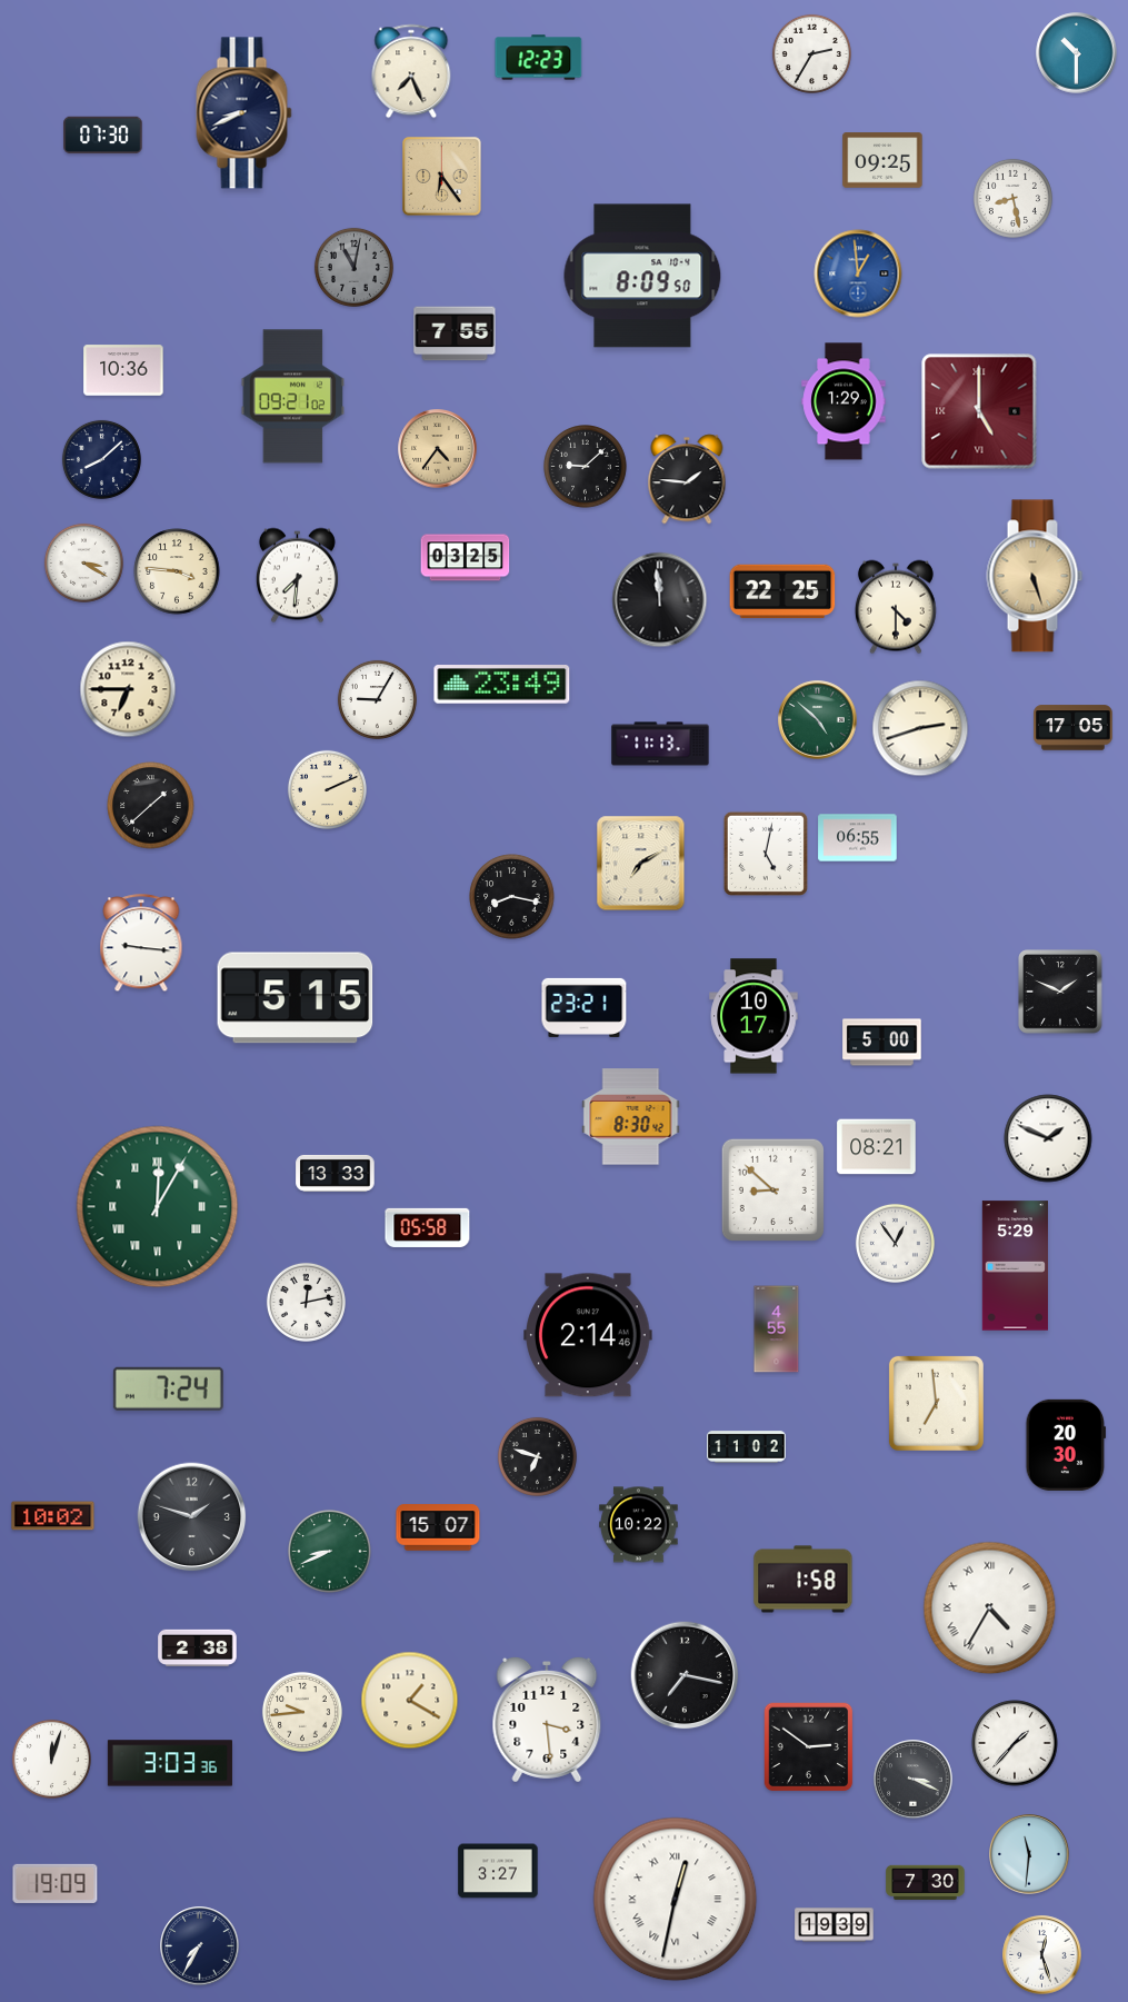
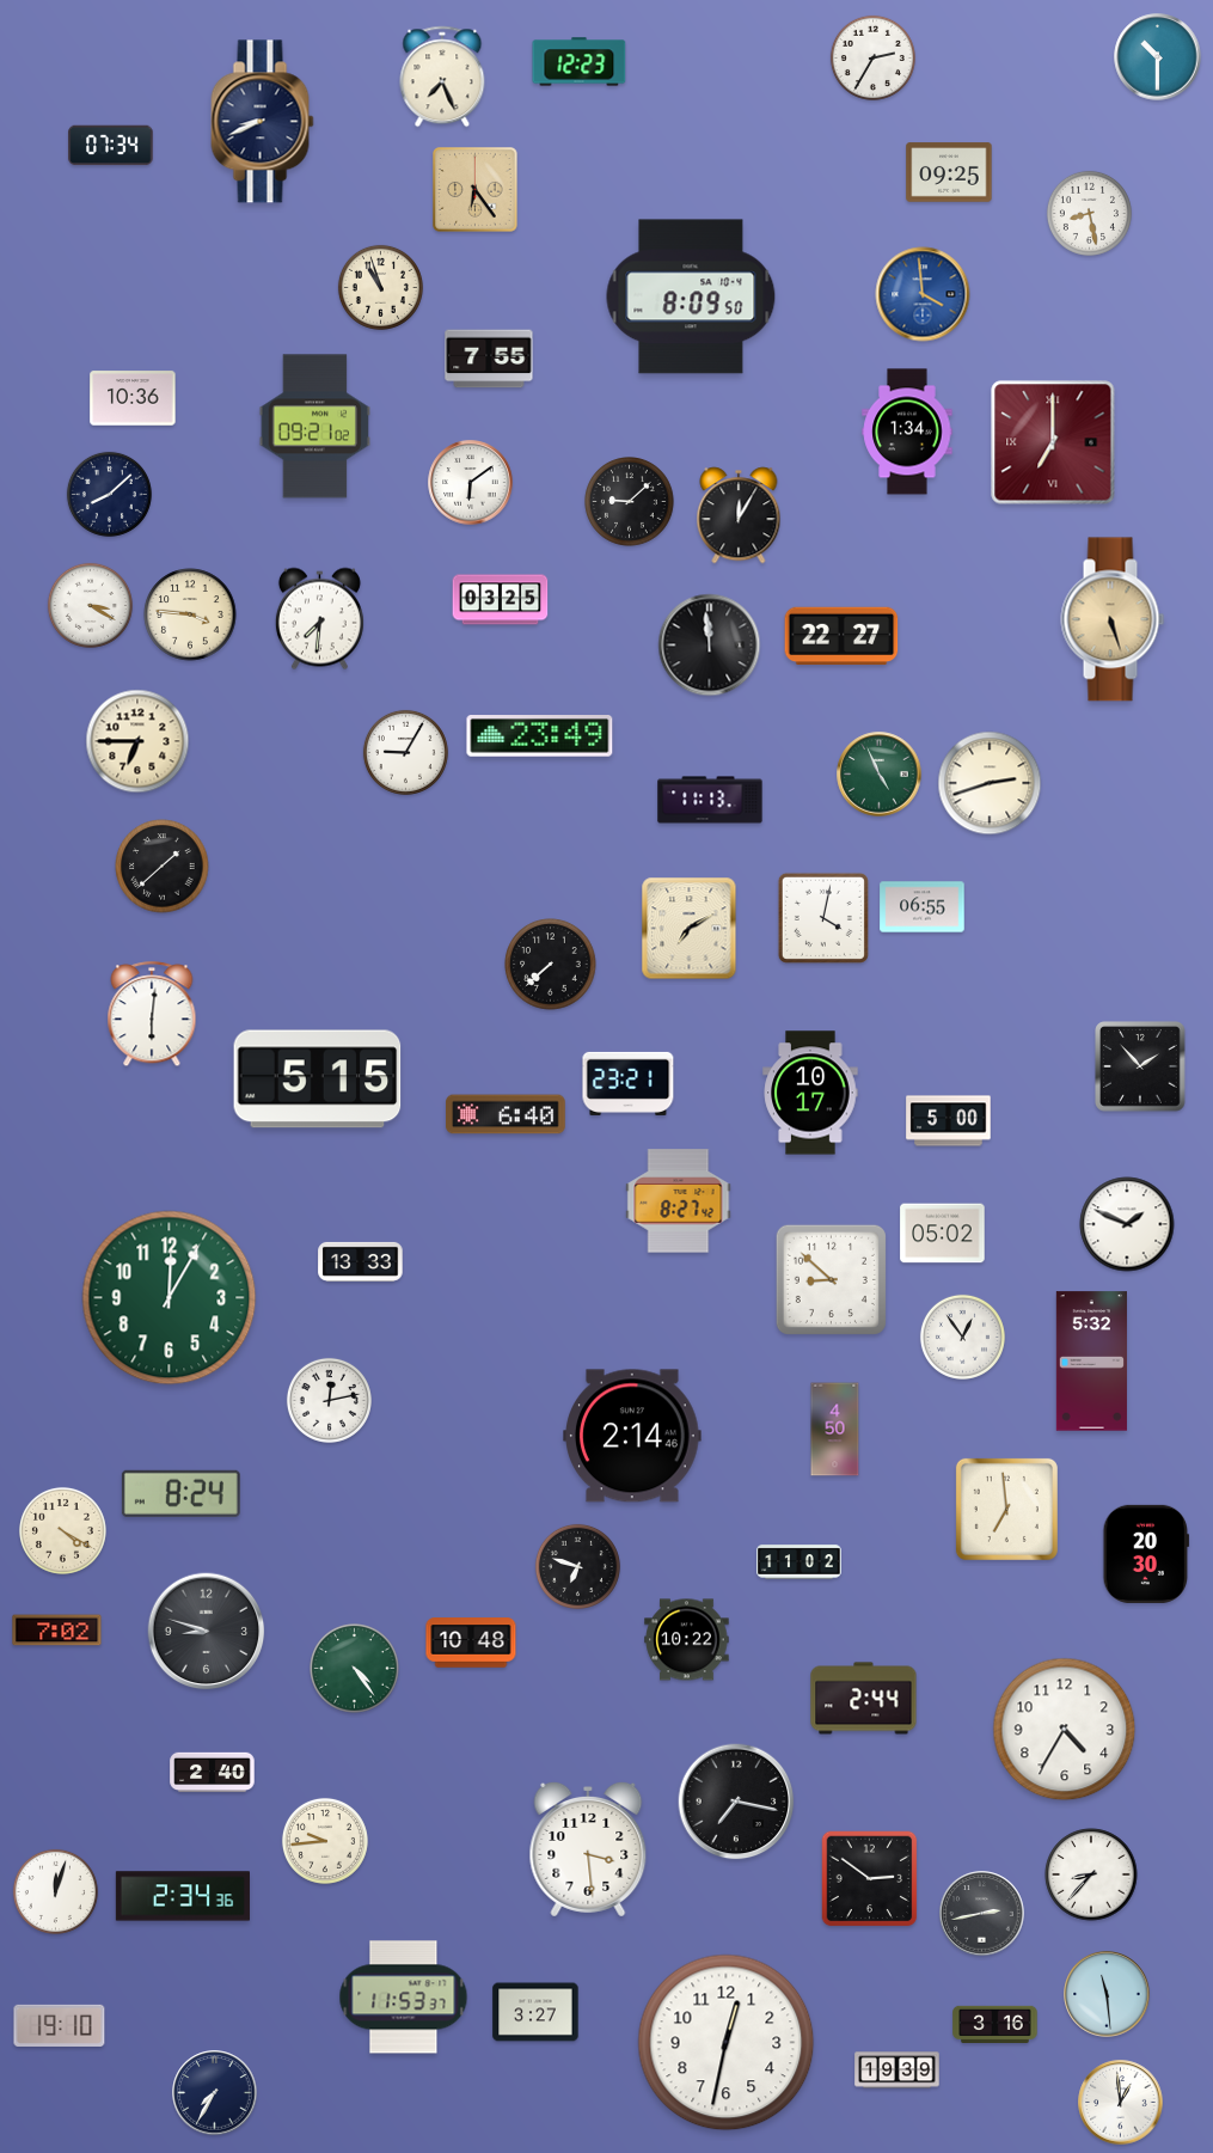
clock at (103, 136): 07:30 -> 07:34
clock at (353, 267): 11:02 -> 10:57
clock at (353, 267) dial: grey -> cream
clock at (858, 273): 12:59 -> 3:59
clock at (843, 401): 1:29 -> 1:34
clock at (979, 411): 5:00 -> 7:00
clock at (438, 449): 4:36 -> 6:09
clock at (438, 449) dial: champagne -> white
clock at (687, 479): 1:46 -> 12:05
clock at (782, 591): 22:25 -> 22:27
clock at (896, 607): 4:30 -> none
clock at (818, 720): 4:52 -> 4:56
clock at (1074, 728): 17:05 -> none
clock at (327, 789): 2:11 -> none
clock at (858, 838) position: (858, 838) -> (923, 907)
clock at (766, 854): 5:02 -> 4:02
clock at (512, 897): 8:17 -> 7:38
clock at (141, 944): 9:16 -> 6:01
clock at (1060, 992): 1:49 -> 1:53
clock at (296, 998) position: (296, 998) -> (318, 1079)
clock at (506, 1114): none -> 6:40
clock at (631, 1117): 8:30 -> 8:27
clock at (877, 1147): 08:21 -> 05:02
clock at (158, 1207) numerals: Roman -> Arabic
clock at (428, 1227): 05:58 -> none
clock at (1015, 1266): 5:29 -> 5:32
clock at (777, 1329): 4:55 -> 4:50
clock at (168, 1388): 7:24 -> 8:24
clock at (62, 1530): none -> 4:20
clock at (747, 1447) position: (747, 1447) -> (800, 1562)
clock at (53, 1516): 10:02 -> 7:02
clock at (192, 1517): 1:48 -> 8:48
clock at (438, 1527): 15:07 -> 10:48
clock at (330, 1552): 8:41 -> 4:24
clock at (803, 1580): 1:58 -> 2:44
clock at (990, 1608) numerals: Roman -> Arabic
clock at (198, 1649): 2:38 -> 2:40
clock at (410, 1701): 1:20 -> none
clock at (1015, 1743): 1:37 -> 8:37
clock at (170, 1763): 3:03 -> 2:34
clock at (914, 1780): 3:19 -> 2:43
clock at (1029, 1854): 11:31 -> 11:29
clock at (404, 1998): none -> 11:53
clock at (926, 1882): 7:30 -> 3:16
clock at (56, 1883): 19:09 -> 19:10
clock at (676, 1900) numerals: Roman -> Arabic
clock at (1042, 1955): 12:27 -> 12:59
